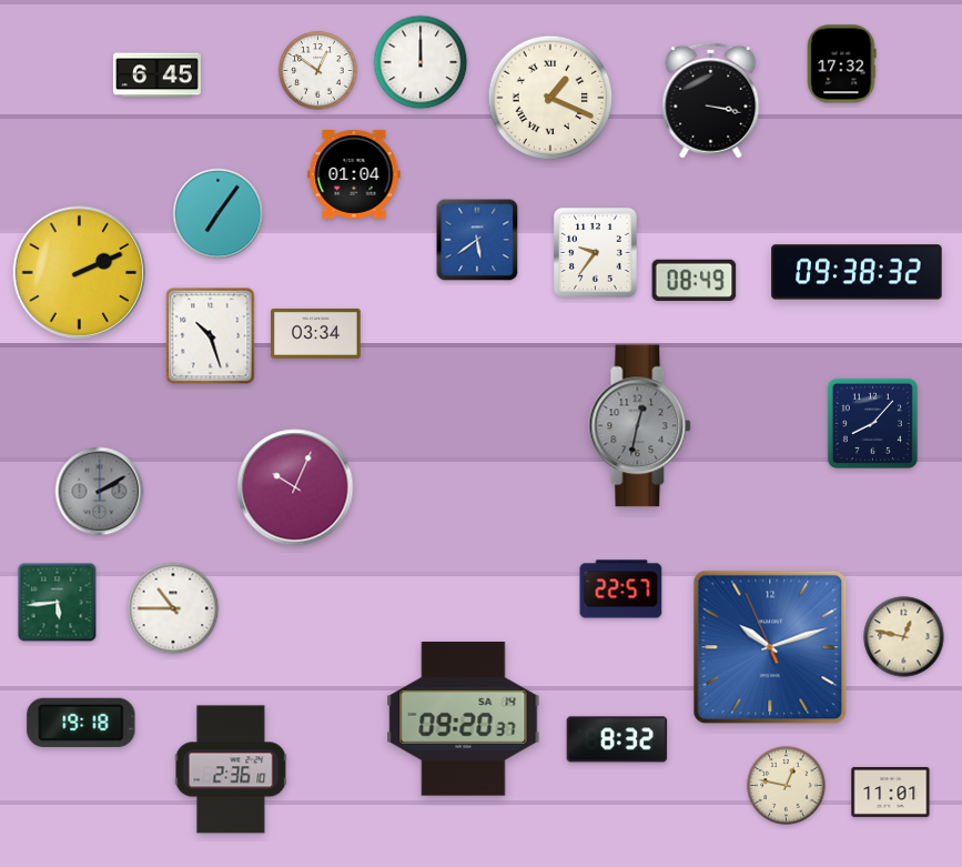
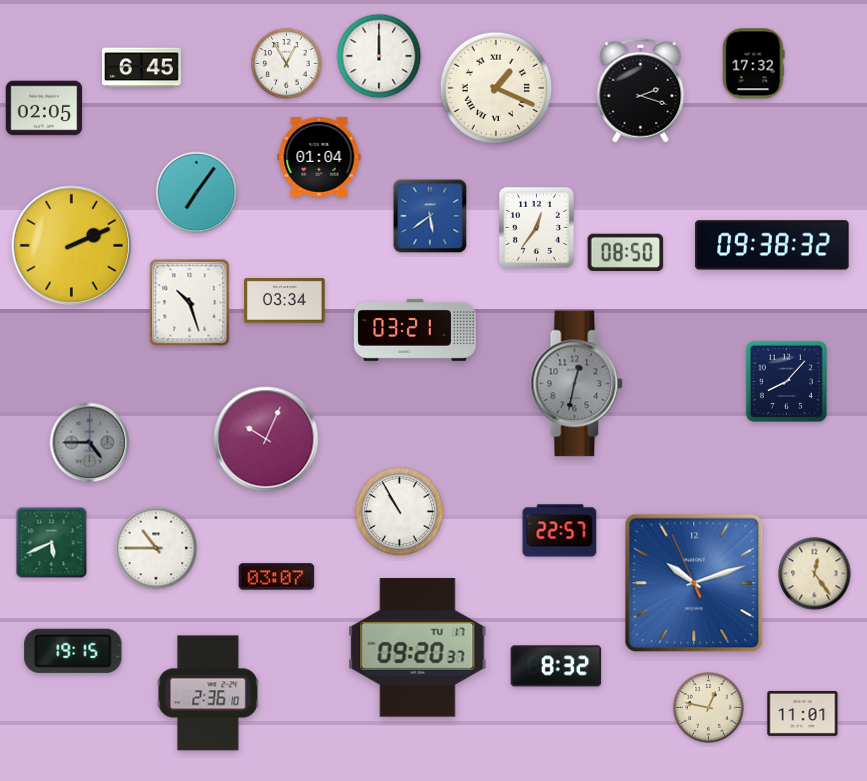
clock at (842, 64) position: (842, 64) -> (754, 64)
clock at (318, 71): 12:51 -> 12:55
clock at (711, 100): 3:17 -> 2:18
clock at (44, 108): none -> 02:05
clock at (595, 252): 9:36 -> 12:36
clock at (695, 281): 08:49 -> 08:50
clock at (415, 330): none -> 03:21
clock at (100, 492): 2:10 -> 4:45
clock at (399, 511): none -> 10:55
clock at (58, 603): 5:44 -> 5:41
clock at (904, 637): 12:47 -> 12:24
clock at (277, 577): none -> 03:07
clock at (464, 719) date: SA 14 -> TU 17
clock at (81, 723): 19:18 -> 19:15
